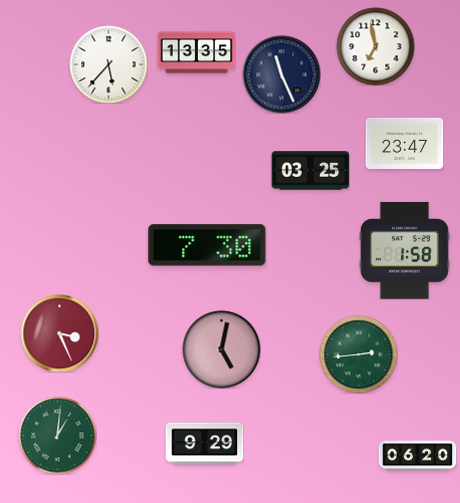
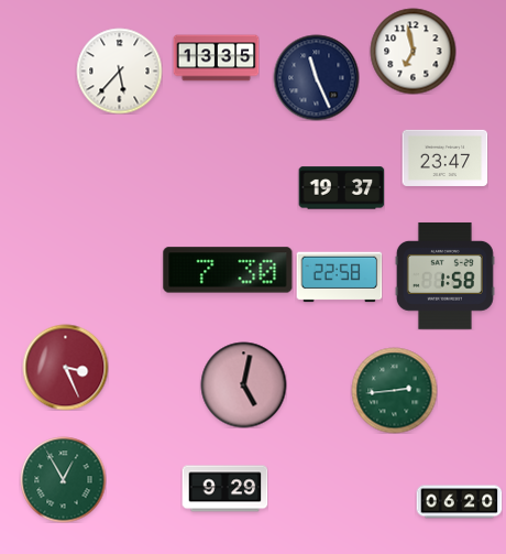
clock at (281, 74) position: (281, 74) -> (316, 77)
clock at (310, 171): 03:25 -> 19:37
clock at (339, 278): none -> 22:58
clock at (57, 435): 1:01 -> 12:55
